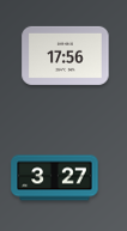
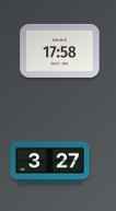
clock at (66, 55): 17:56 -> 17:58
